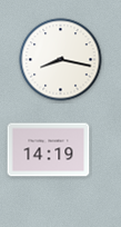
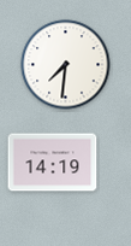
clock at (61, 60): 8:17 -> 7:31
